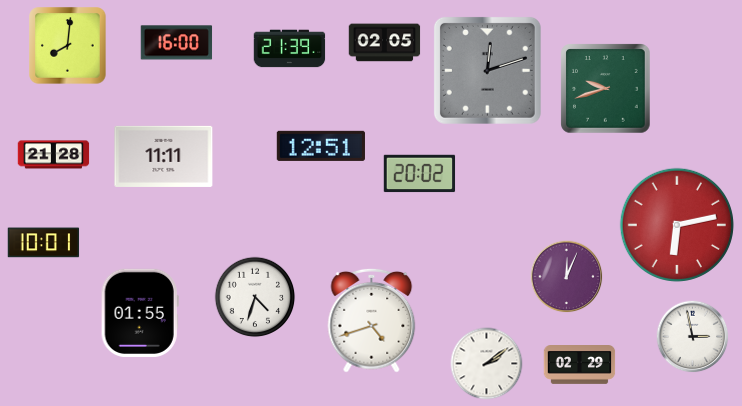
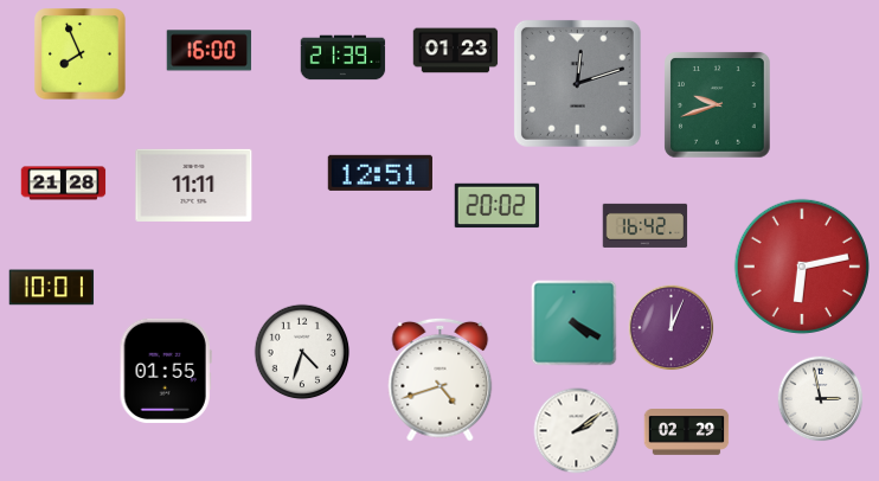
clock at (385, 43): 02:05 -> 01:23
clock at (68, 46): 8:01 -> 7:56
clock at (646, 225): none -> 16:42
clock at (575, 323): none -> 4:20
